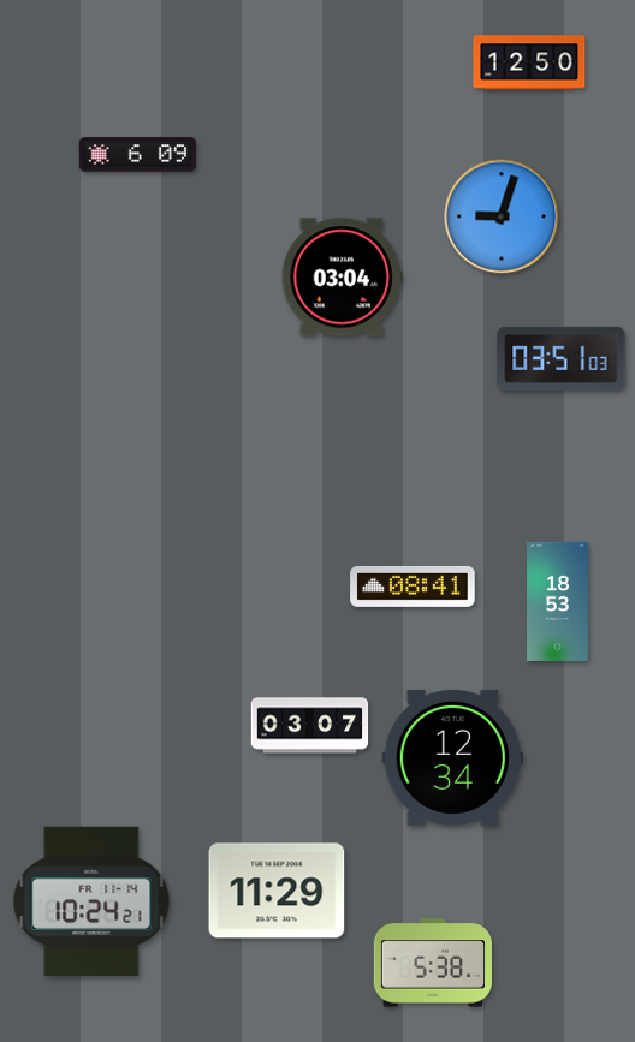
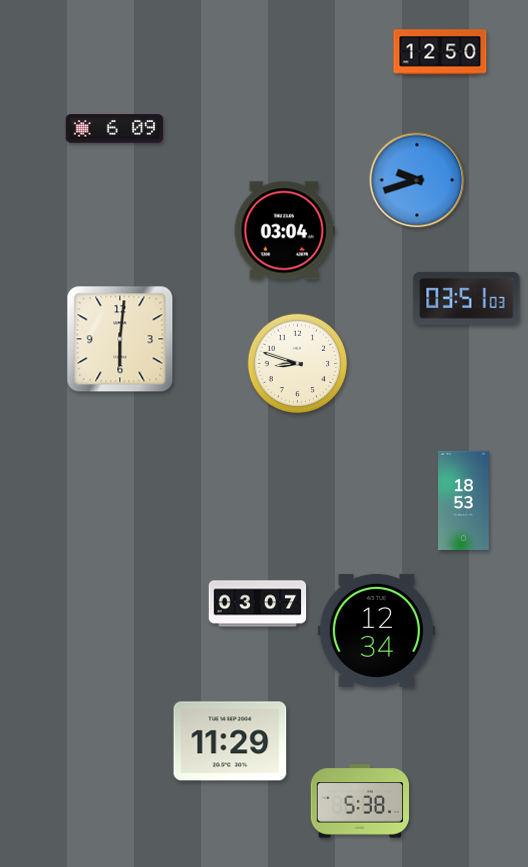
clock at (502, 216): 9:03 -> 9:42
clock at (120, 339): none -> 6:01
clock at (298, 364): none -> 8:48
clock at (413, 587): 08:41 -> none
clock at (91, 901): 10:24 -> none
